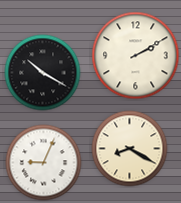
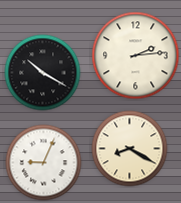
clock at (136, 56): 2:10 -> 2:14
